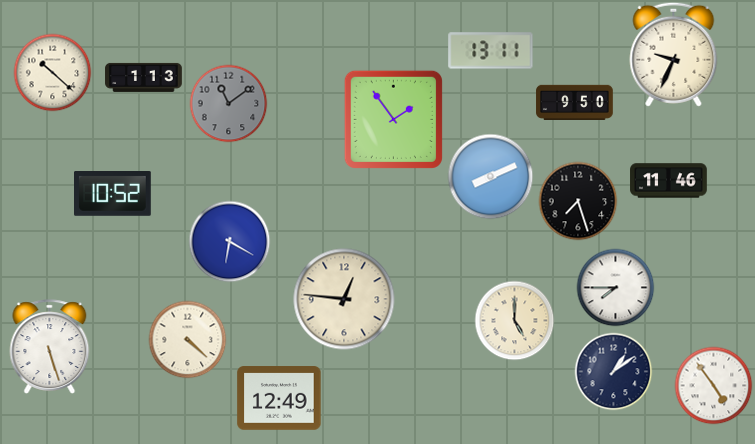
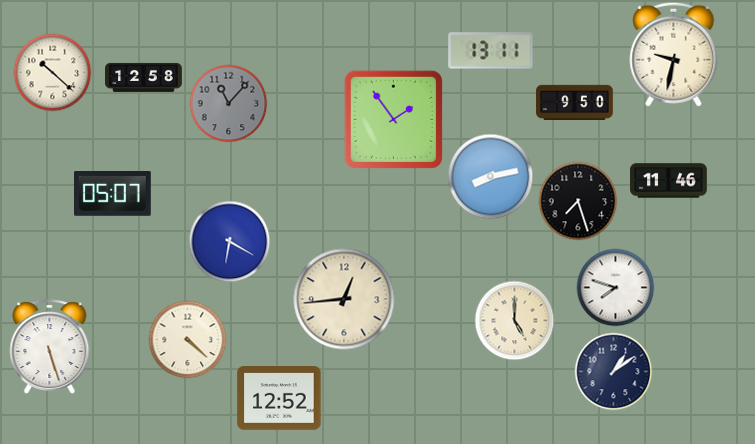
clock at (674, 54): 9:34 -> 9:32
clock at (144, 77): 1:13 -> 12:58
clock at (228, 103): 11:09 -> 11:07
clock at (490, 176): 8:11 -> 8:13
clock at (113, 194): 10:52 -> 05:07
clock at (615, 287): 7:45 -> 7:48
clock at (344, 299): 12:46 -> 12:44
clock at (713, 385): 4:54 -> none
clock at (279, 398): 12:49 -> 12:52
